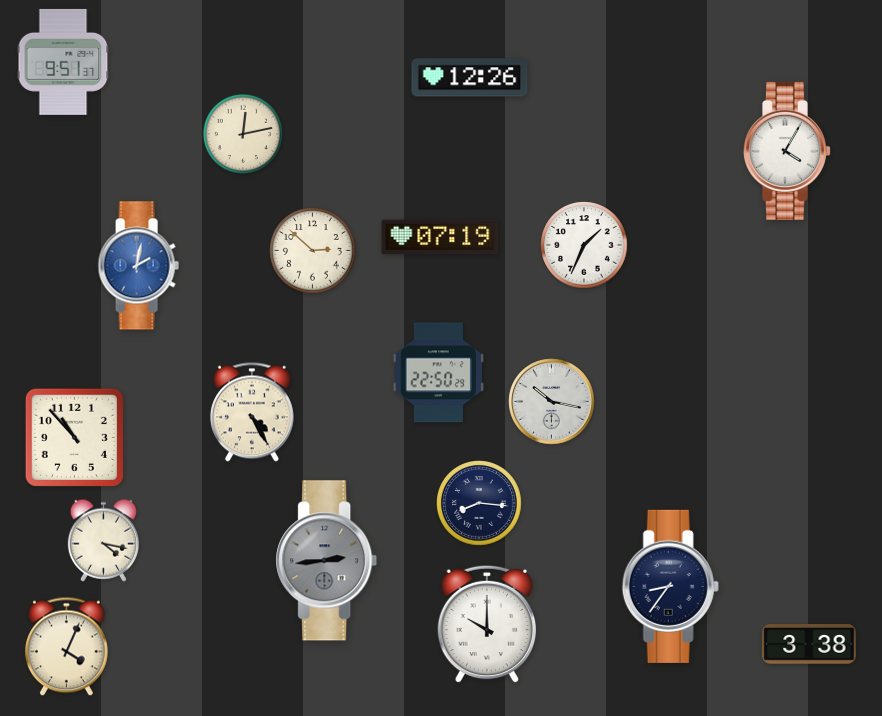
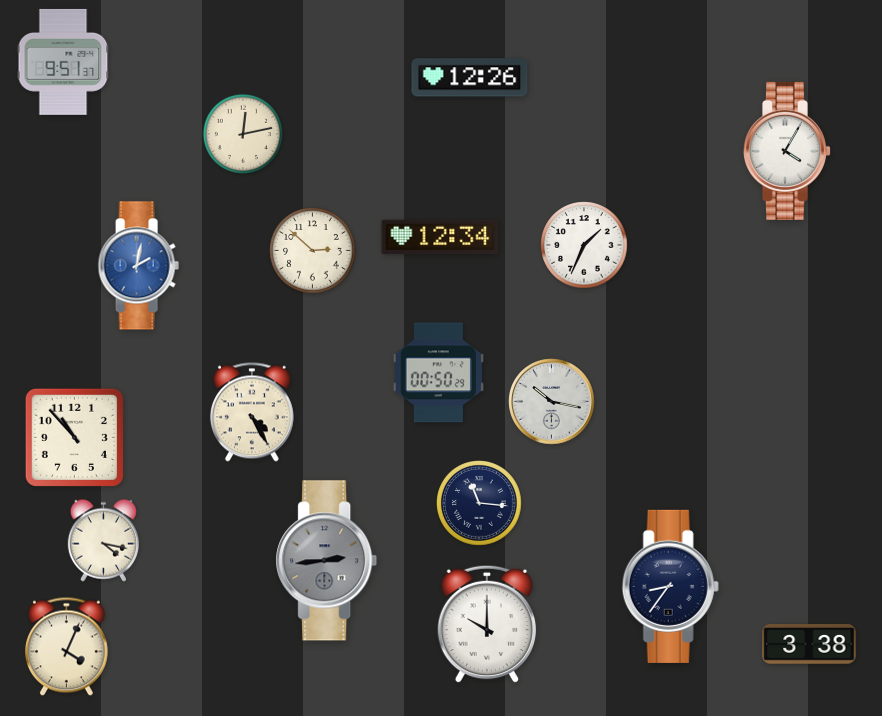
clock at (440, 237): 07:19 -> 12:34
clock at (438, 373): 22:50 -> 00:50
clock at (480, 504): 8:16 -> 11:16
